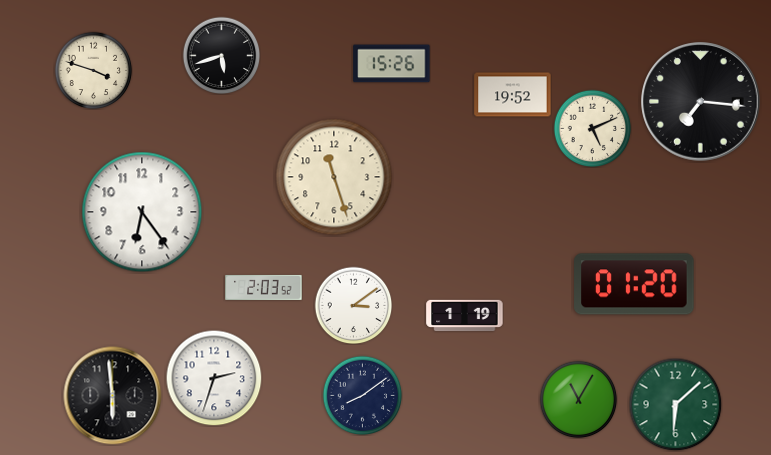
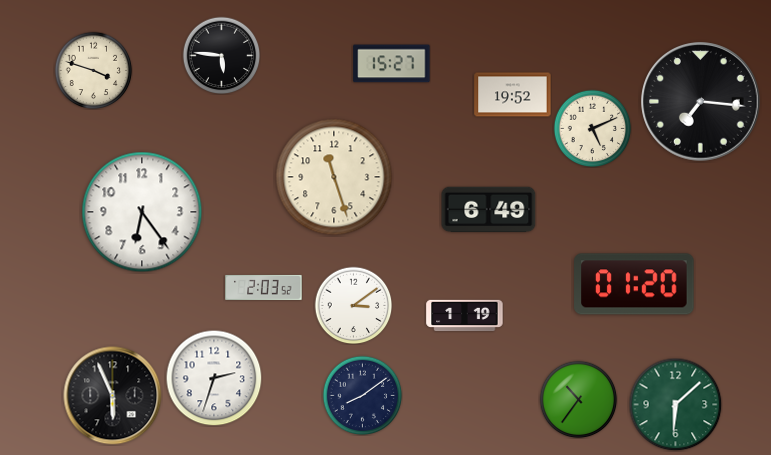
clock at (221, 55): 5:42 -> 5:46
clock at (392, 64): 15:26 -> 15:27
clock at (489, 210): none -> 6:49
clock at (113, 396): 5:59 -> 5:56
clock at (578, 399): 11:05 -> 10:36
